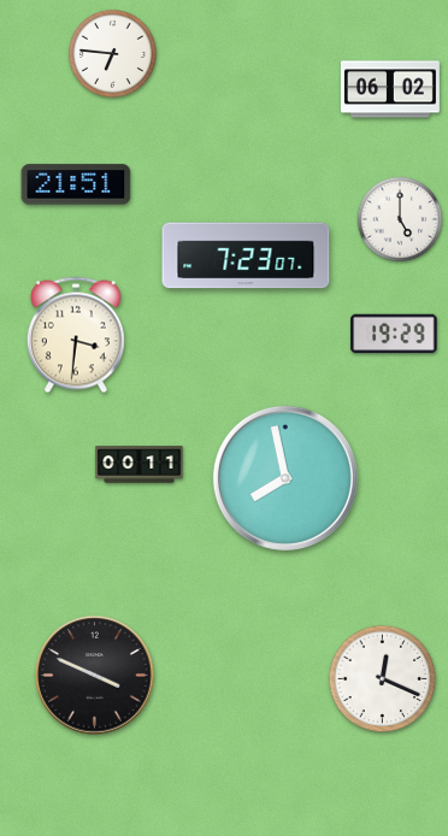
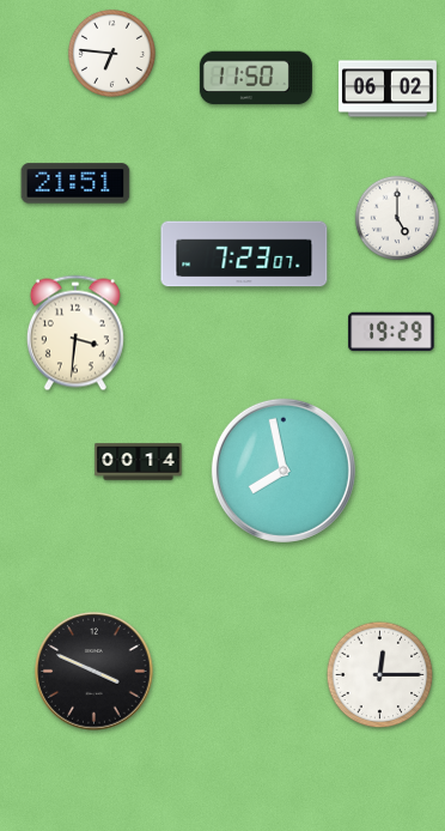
clock at (256, 78): none -> 11:50
clock at (140, 465): 00:11 -> 00:14
clock at (285, 478) position: (285, 478) -> (284, 471)
clock at (383, 679): 12:19 -> 12:15
